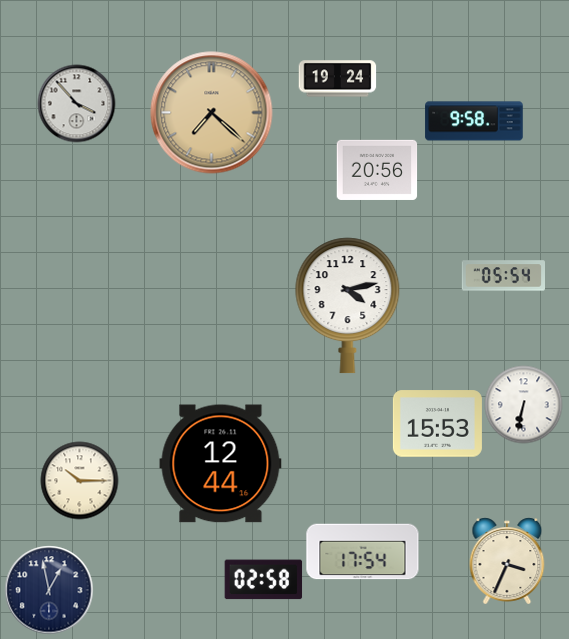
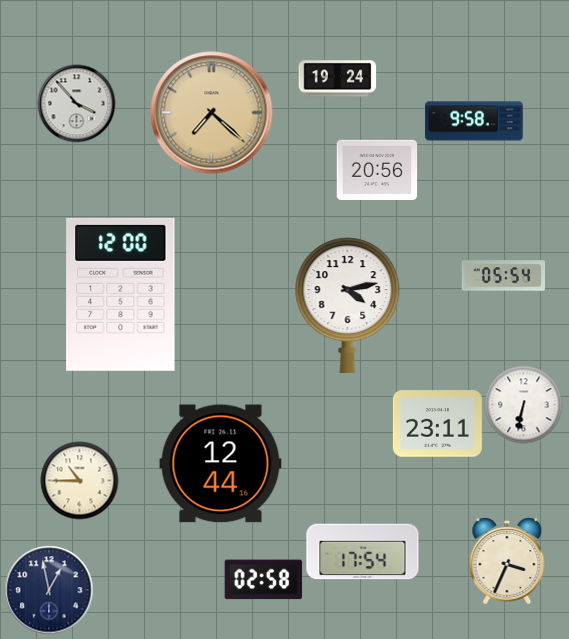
clock at (121, 294): none -> 12:00
clock at (437, 424): 15:53 -> 23:11
clock at (79, 480): 10:15 -> 10:45
